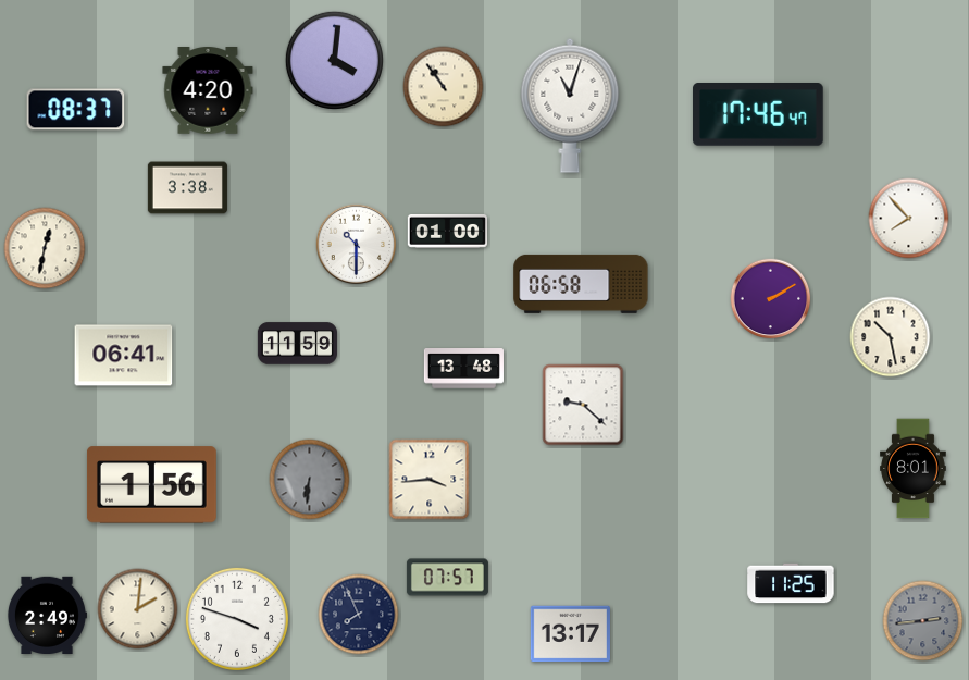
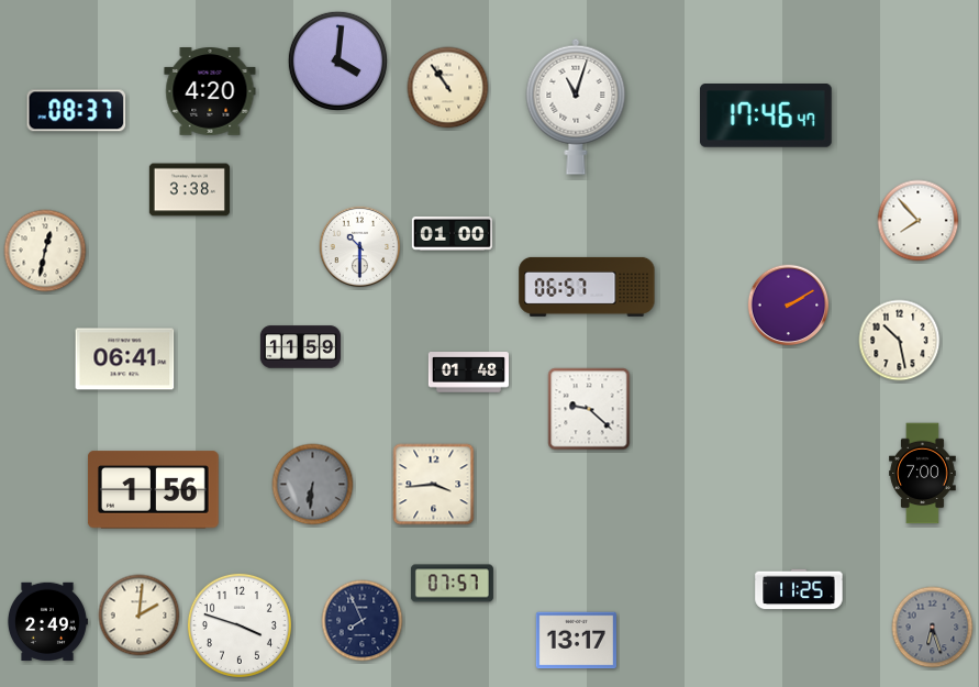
clock at (581, 284): 06:58 -> 06:57
clock at (771, 299) position: (771, 299) -> (789, 306)
clock at (463, 369): 13:48 -> 01:48
clock at (914, 469): 8:01 -> 7:00
clock at (923, 621): 2:44 -> 6:27
